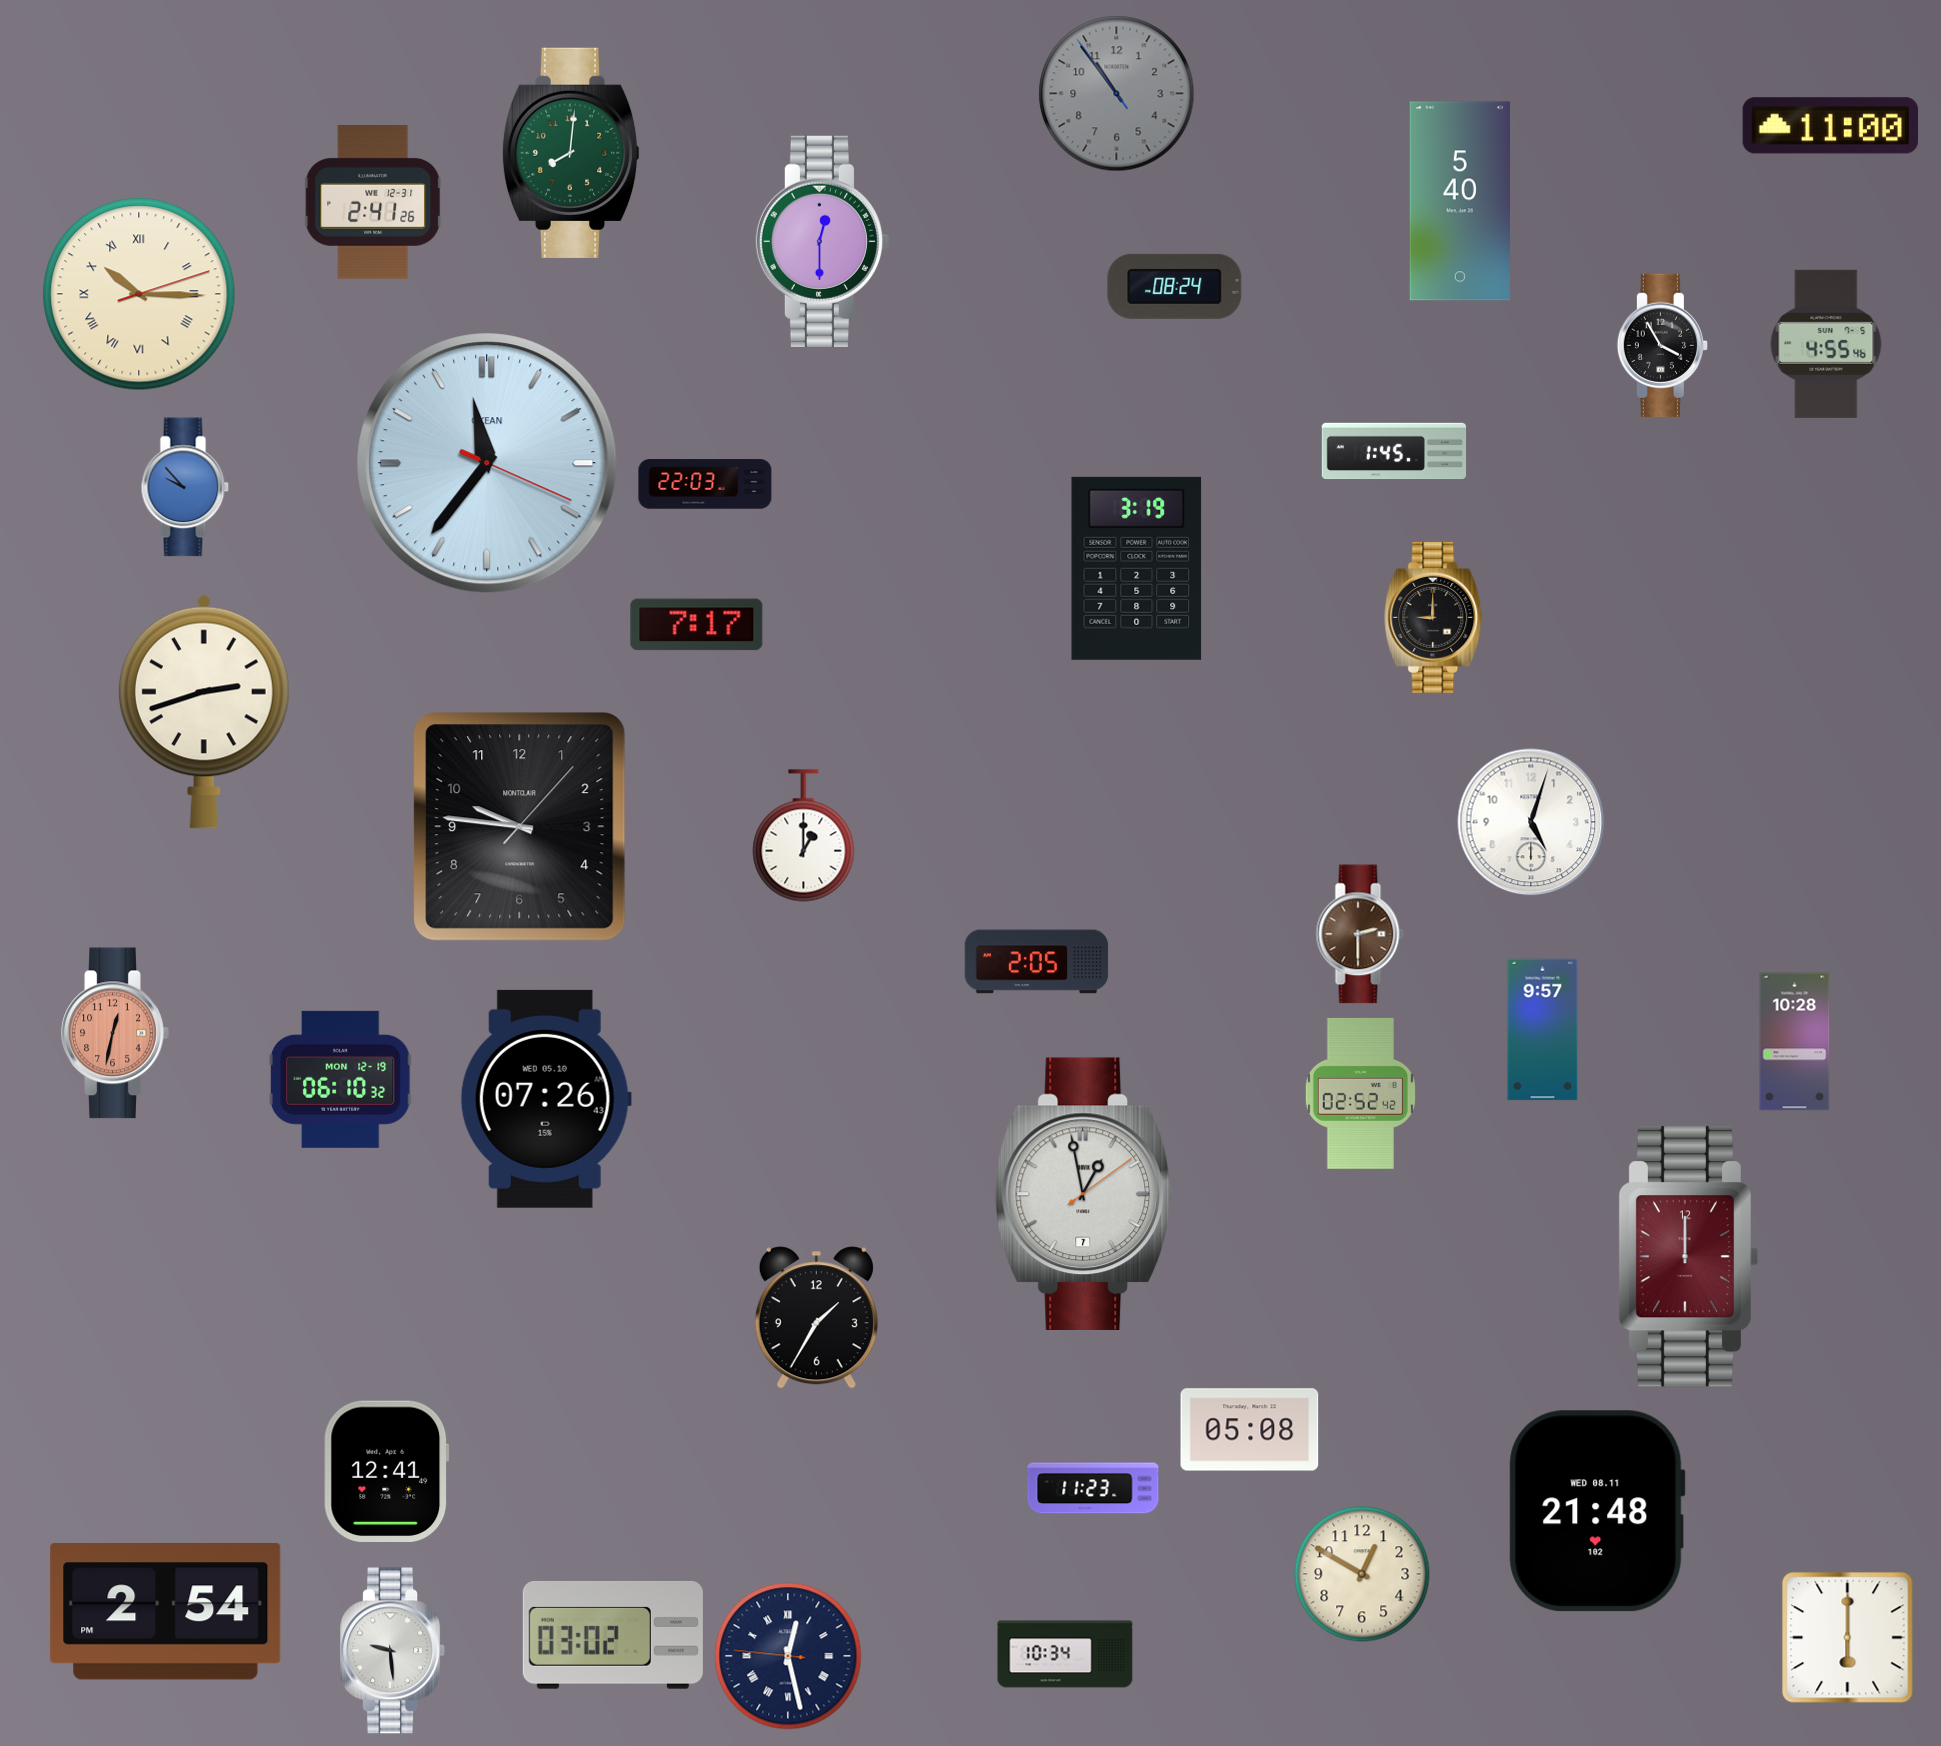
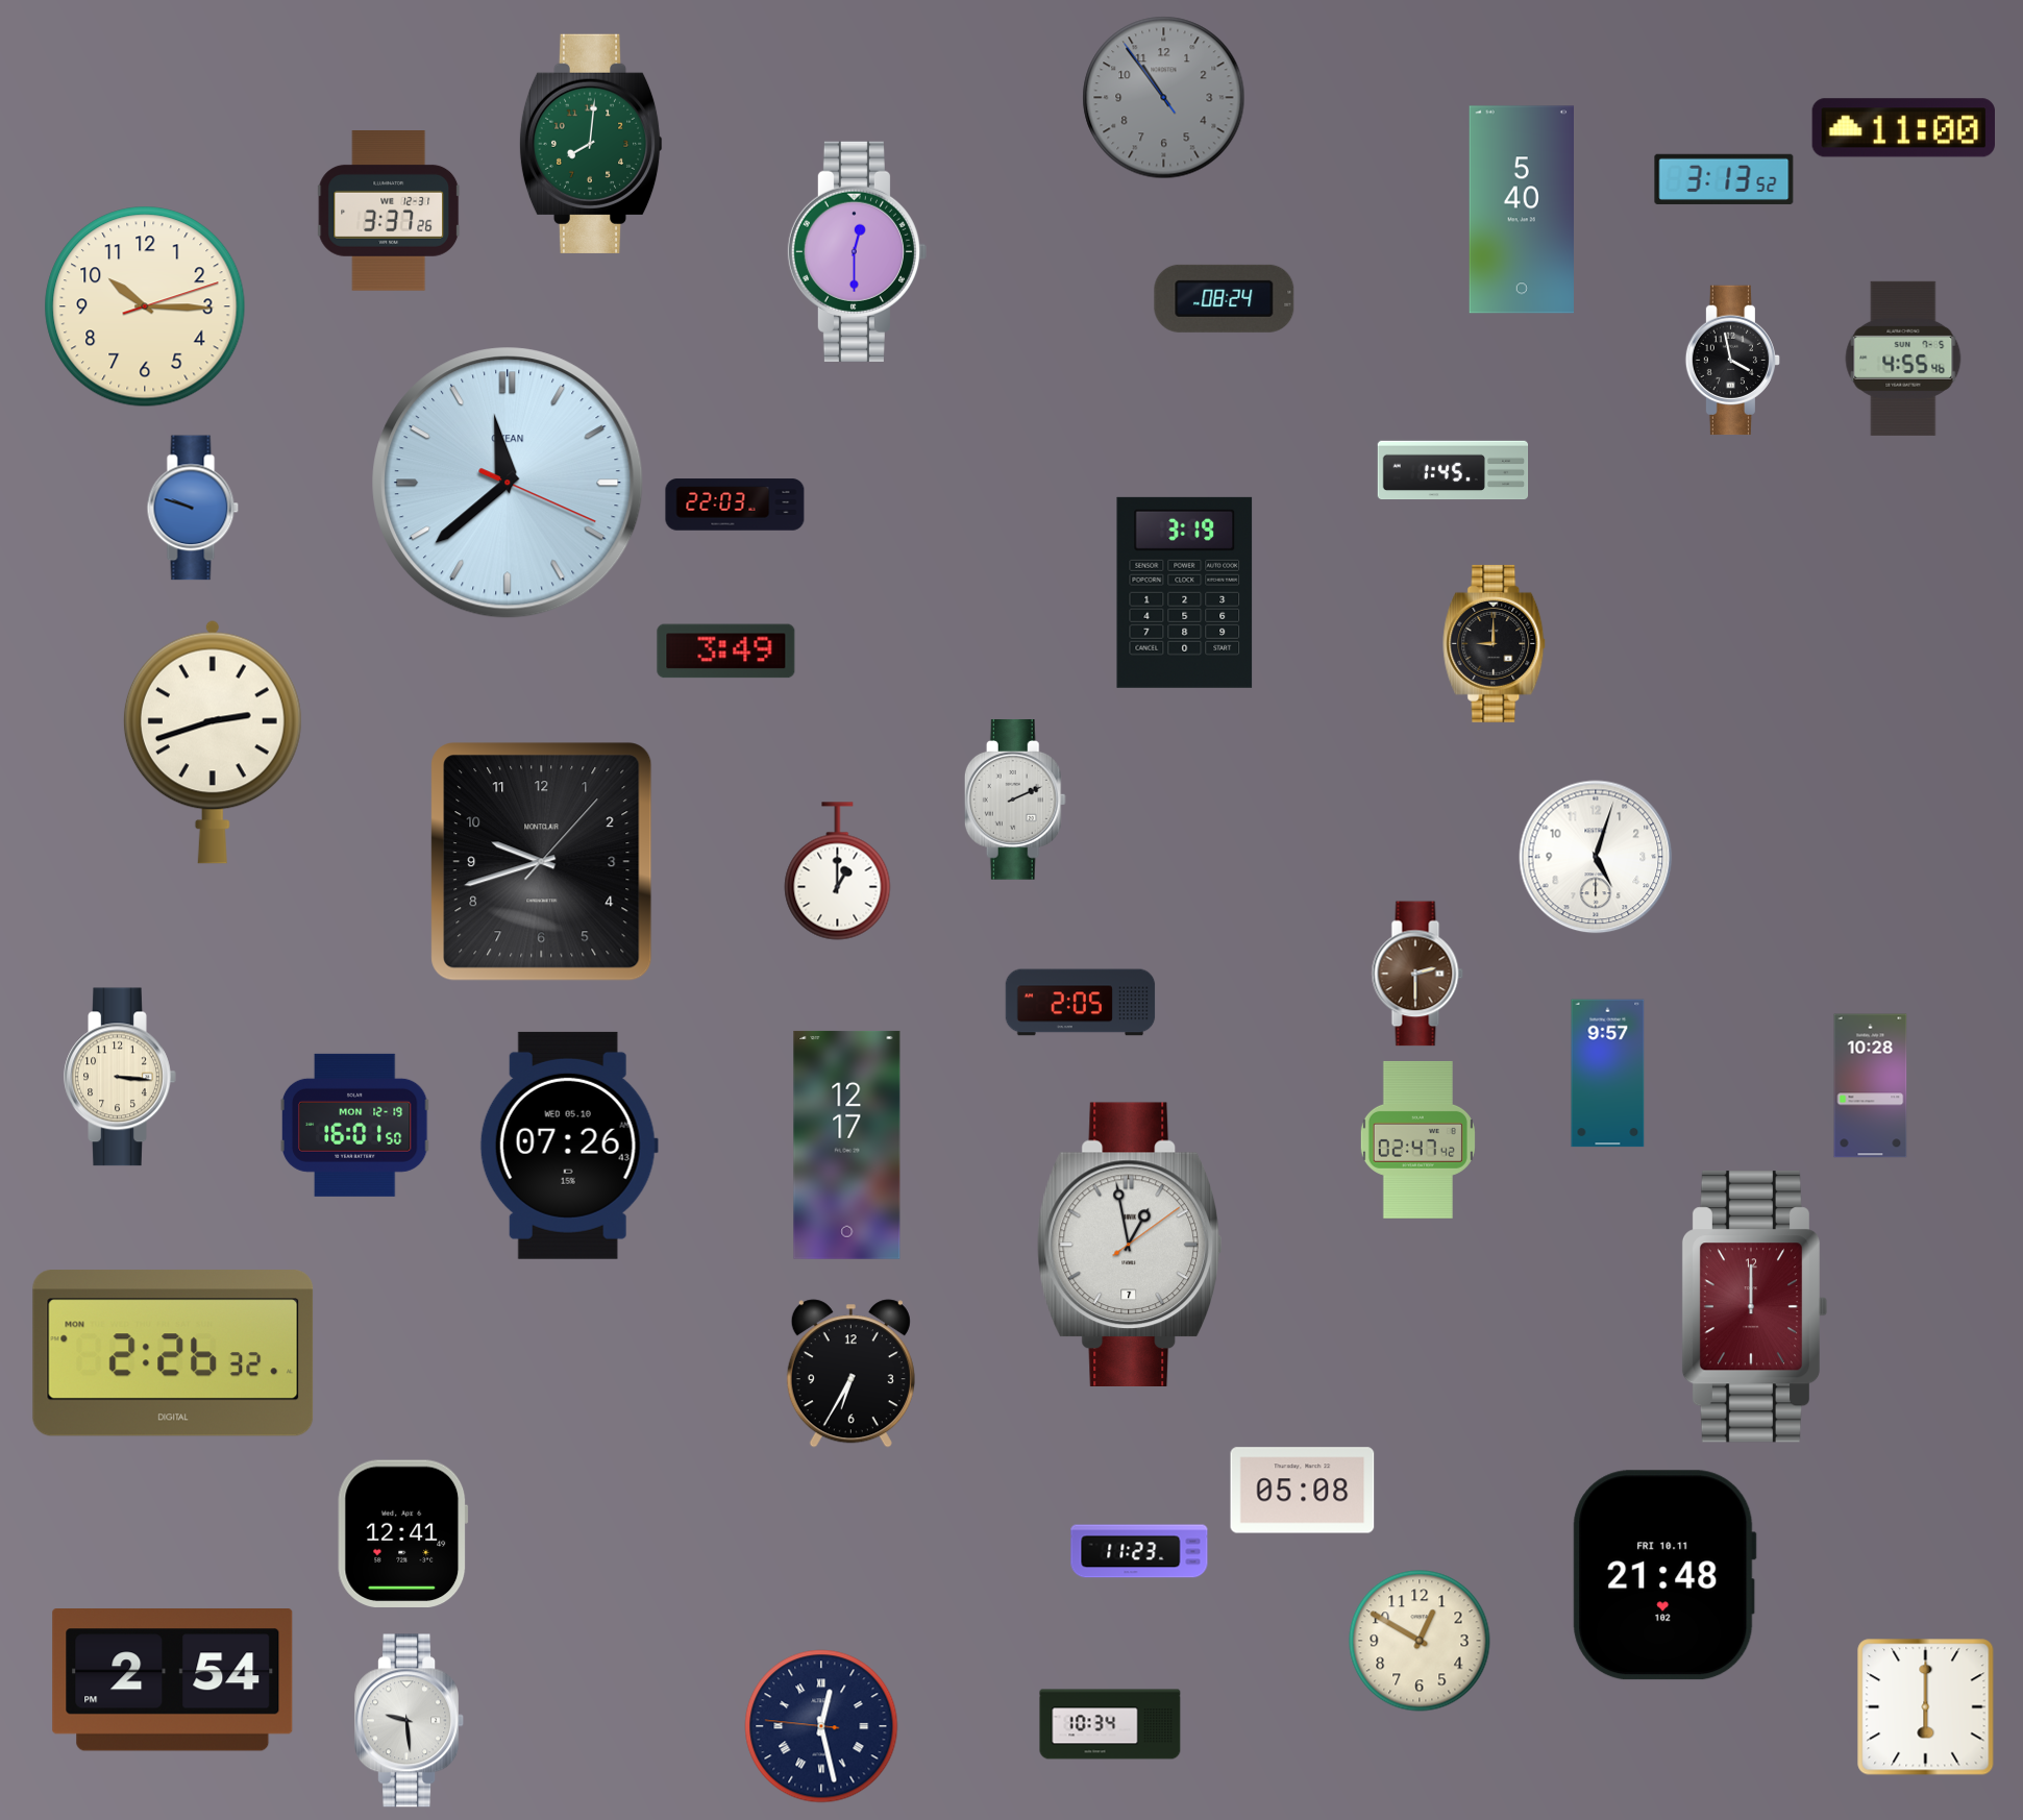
clock at (1830, 126) position: (1830, 126) -> (1903, 128)
clock at (571, 153) position: (571, 153) -> (591, 144)
clock at (1724, 179): none -> 3:13
clock at (373, 203): 2:41 -> 3:37
clock at (139, 294) numerals: Roman -> Arabic
clock at (1662, 346): 3:55 -> 3:58
clock at (487, 463): 11:36 -> 11:38
clock at (185, 487): 9:53 -> 9:48
clock at (697, 625): 7:17 -> 3:49
clock at (1015, 801): none -> 2:11
clock at (520, 827): 9:46 -> 9:42
clock at (115, 1033): 12:32 -> 3:16
clock at (115, 1033) dial: salmon -> cream
clock at (340, 1079): 06:10 -> 16:01
clock at (1360, 1093): 02:52 -> 02:47
clock at (847, 1145): none -> 12:17
clock at (1687, 1257) position: (1687, 1257) -> (1753, 1307)
clock at (173, 1353): none -> 2:26
clock at (816, 1318): 1:35 -> 6:35
clock at (1597, 1511) date: WED 08.11 -> FRI 10.11
clock at (613, 1635): 03:02 -> none
